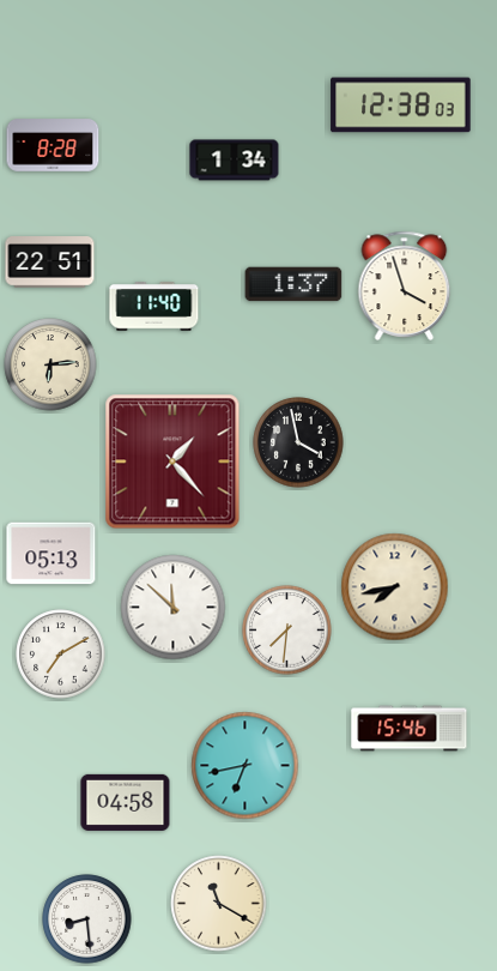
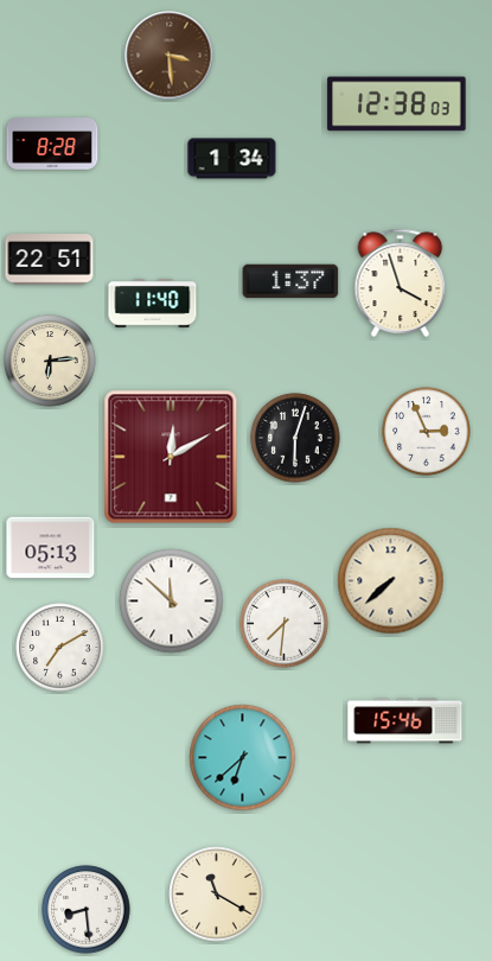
clock at (170, 56): none -> 3:29
clock at (427, 432): none -> 2:56
clock at (298, 442): 3:58 -> 6:03
clock at (172, 462): 1:23 -> 12:10
clock at (395, 587): 7:43 -> 7:38
clock at (246, 766): 6:43 -> 6:38
clock at (126, 802): 04:58 -> none
